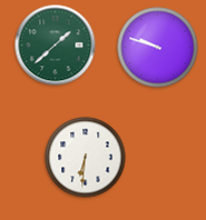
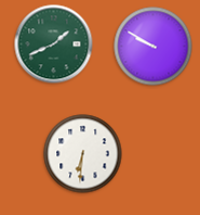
clock at (56, 46): 1:38 -> 1:41
clock at (158, 48): 9:48 -> 9:50
